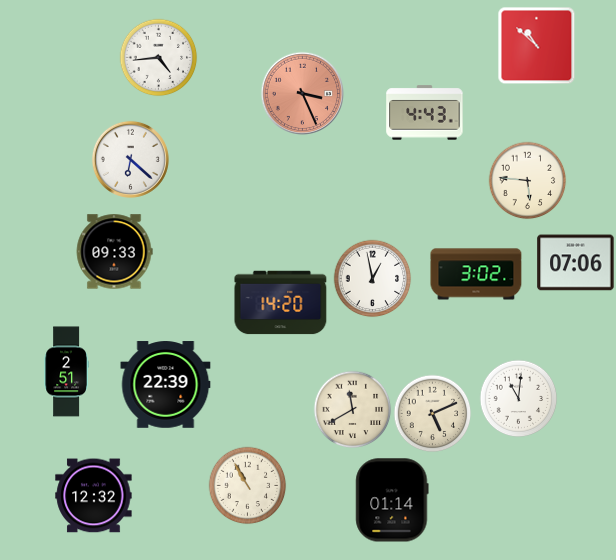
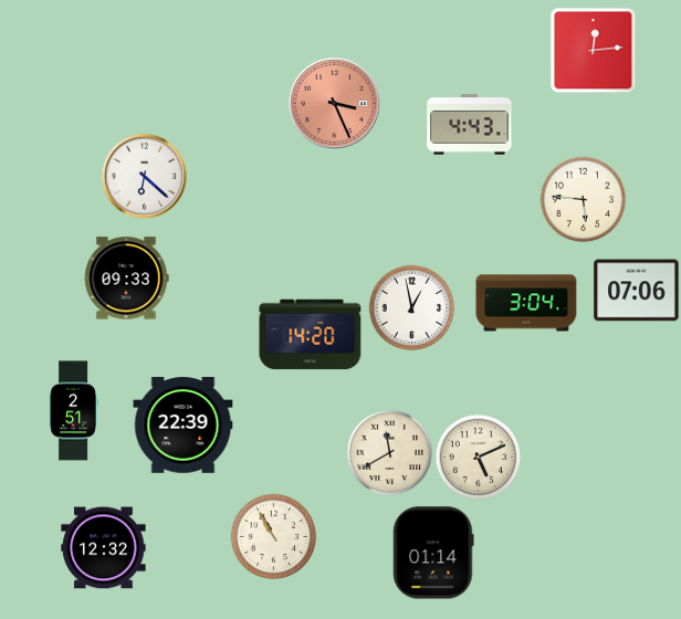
clock at (536, 45): 10:52 -> 12:14
clock at (158, 57): 4:44 -> none
clock at (476, 274): 3:02 -> 3:04
clock at (518, 398): 11:01 -> none
